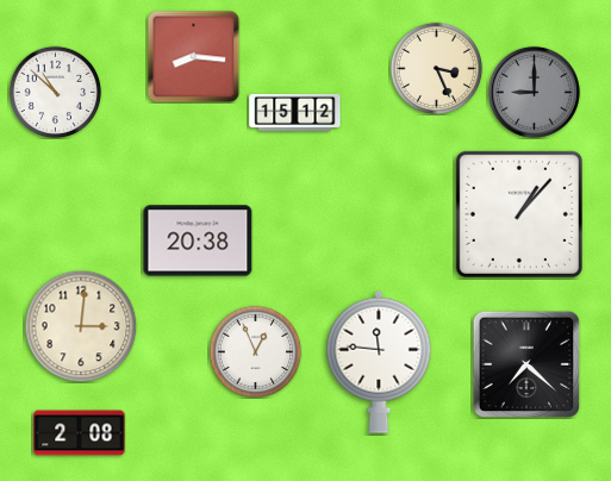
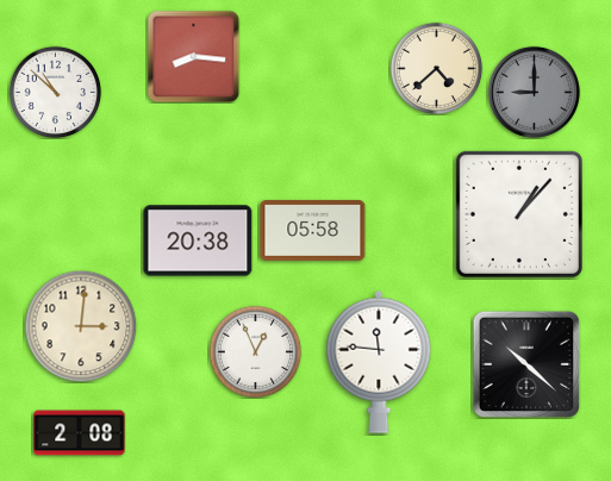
clock at (436, 68): 3:26 -> 4:38
clock at (295, 112): 15:12 -> none
clock at (313, 230): none -> 05:58
clock at (526, 364): 7:22 -> 10:22
